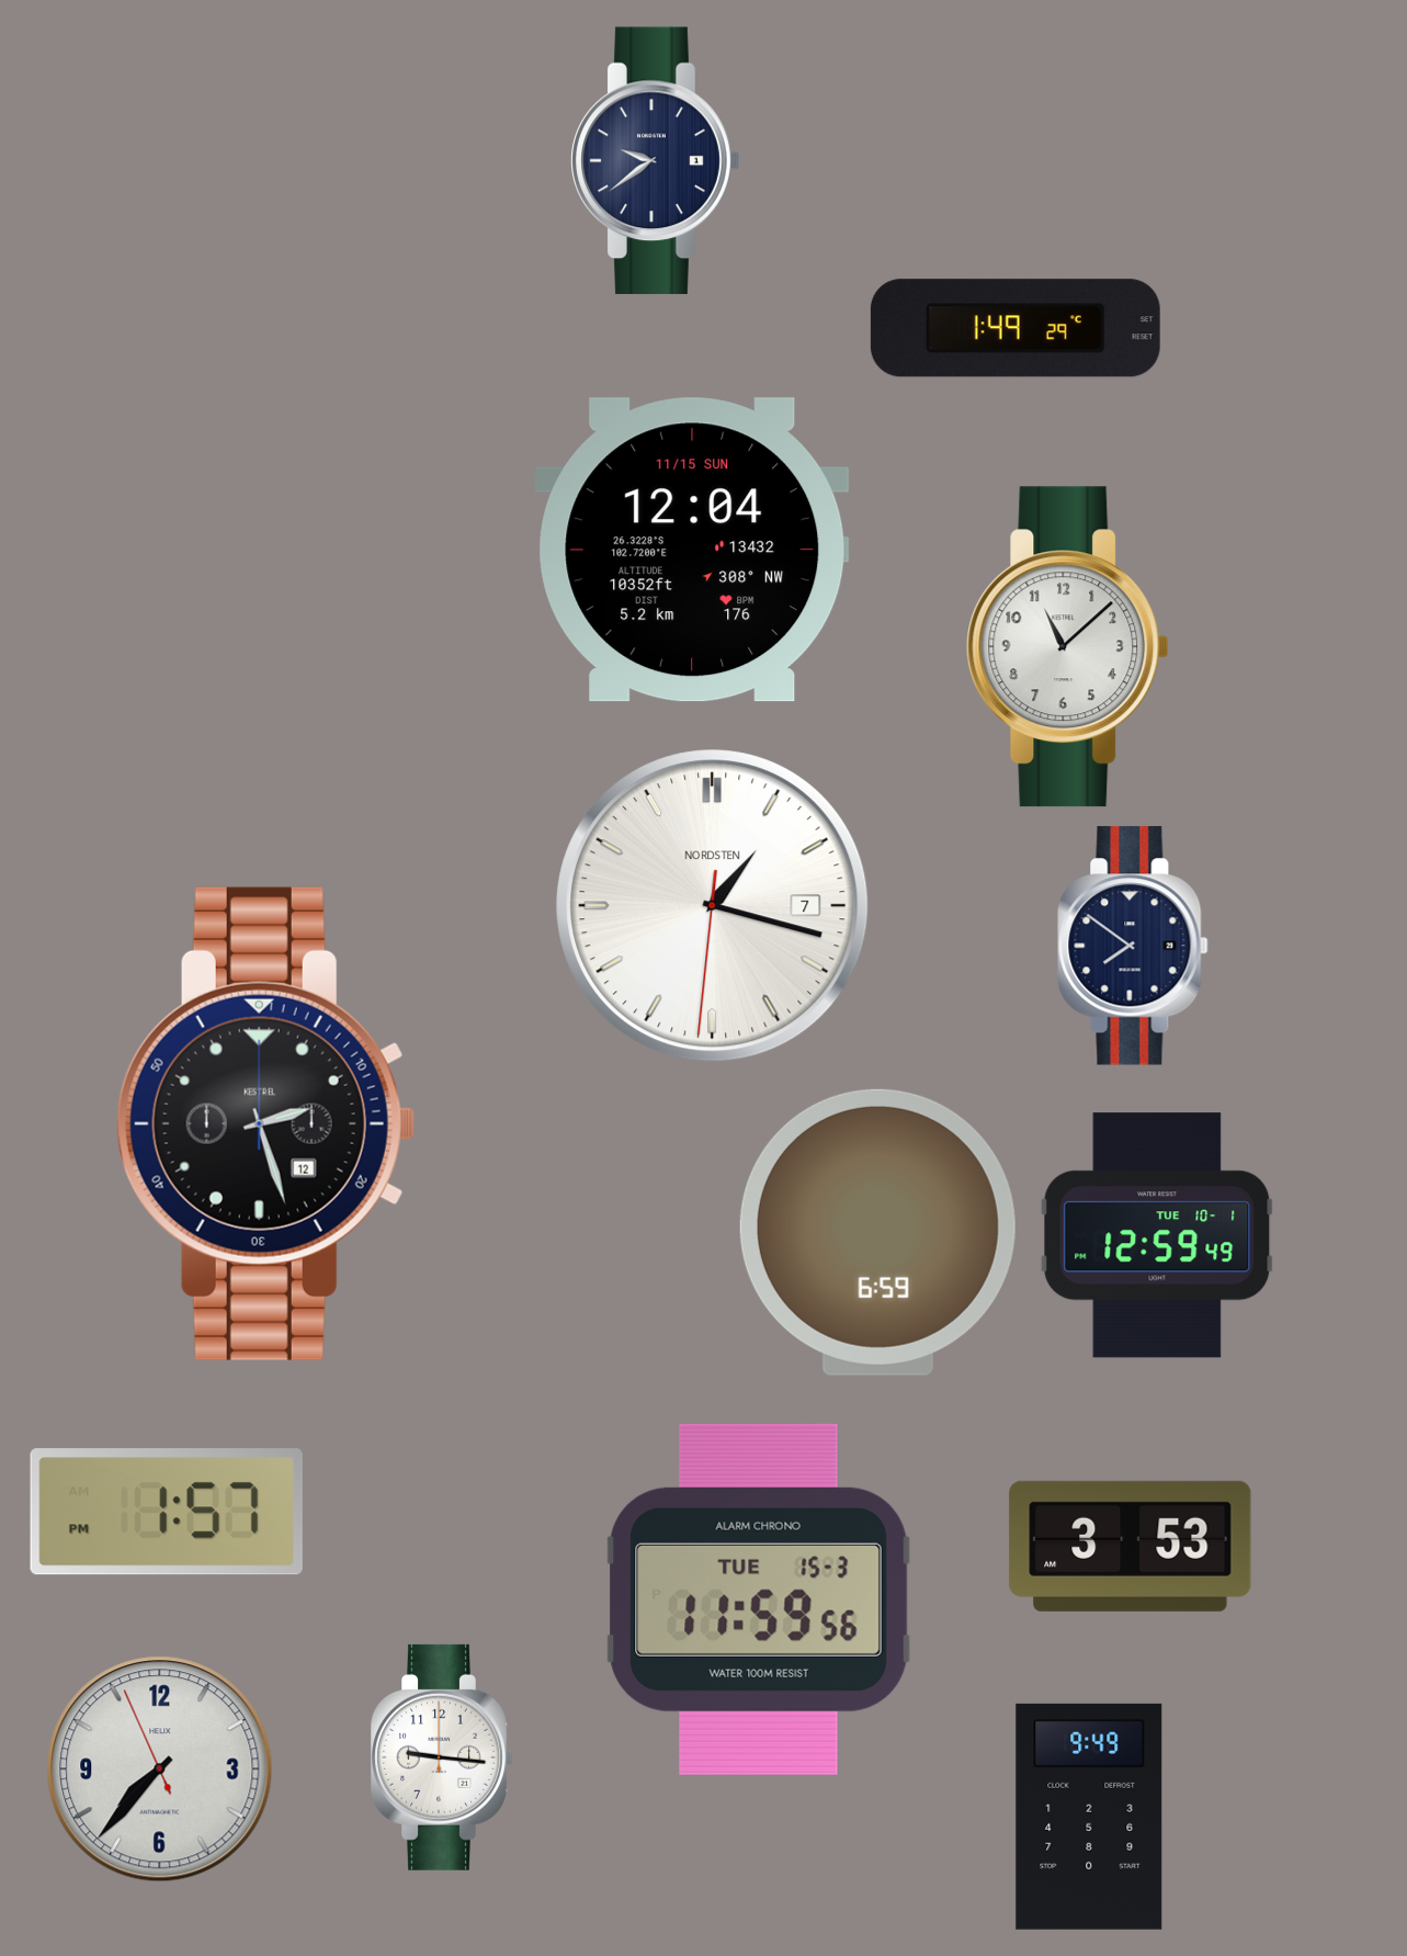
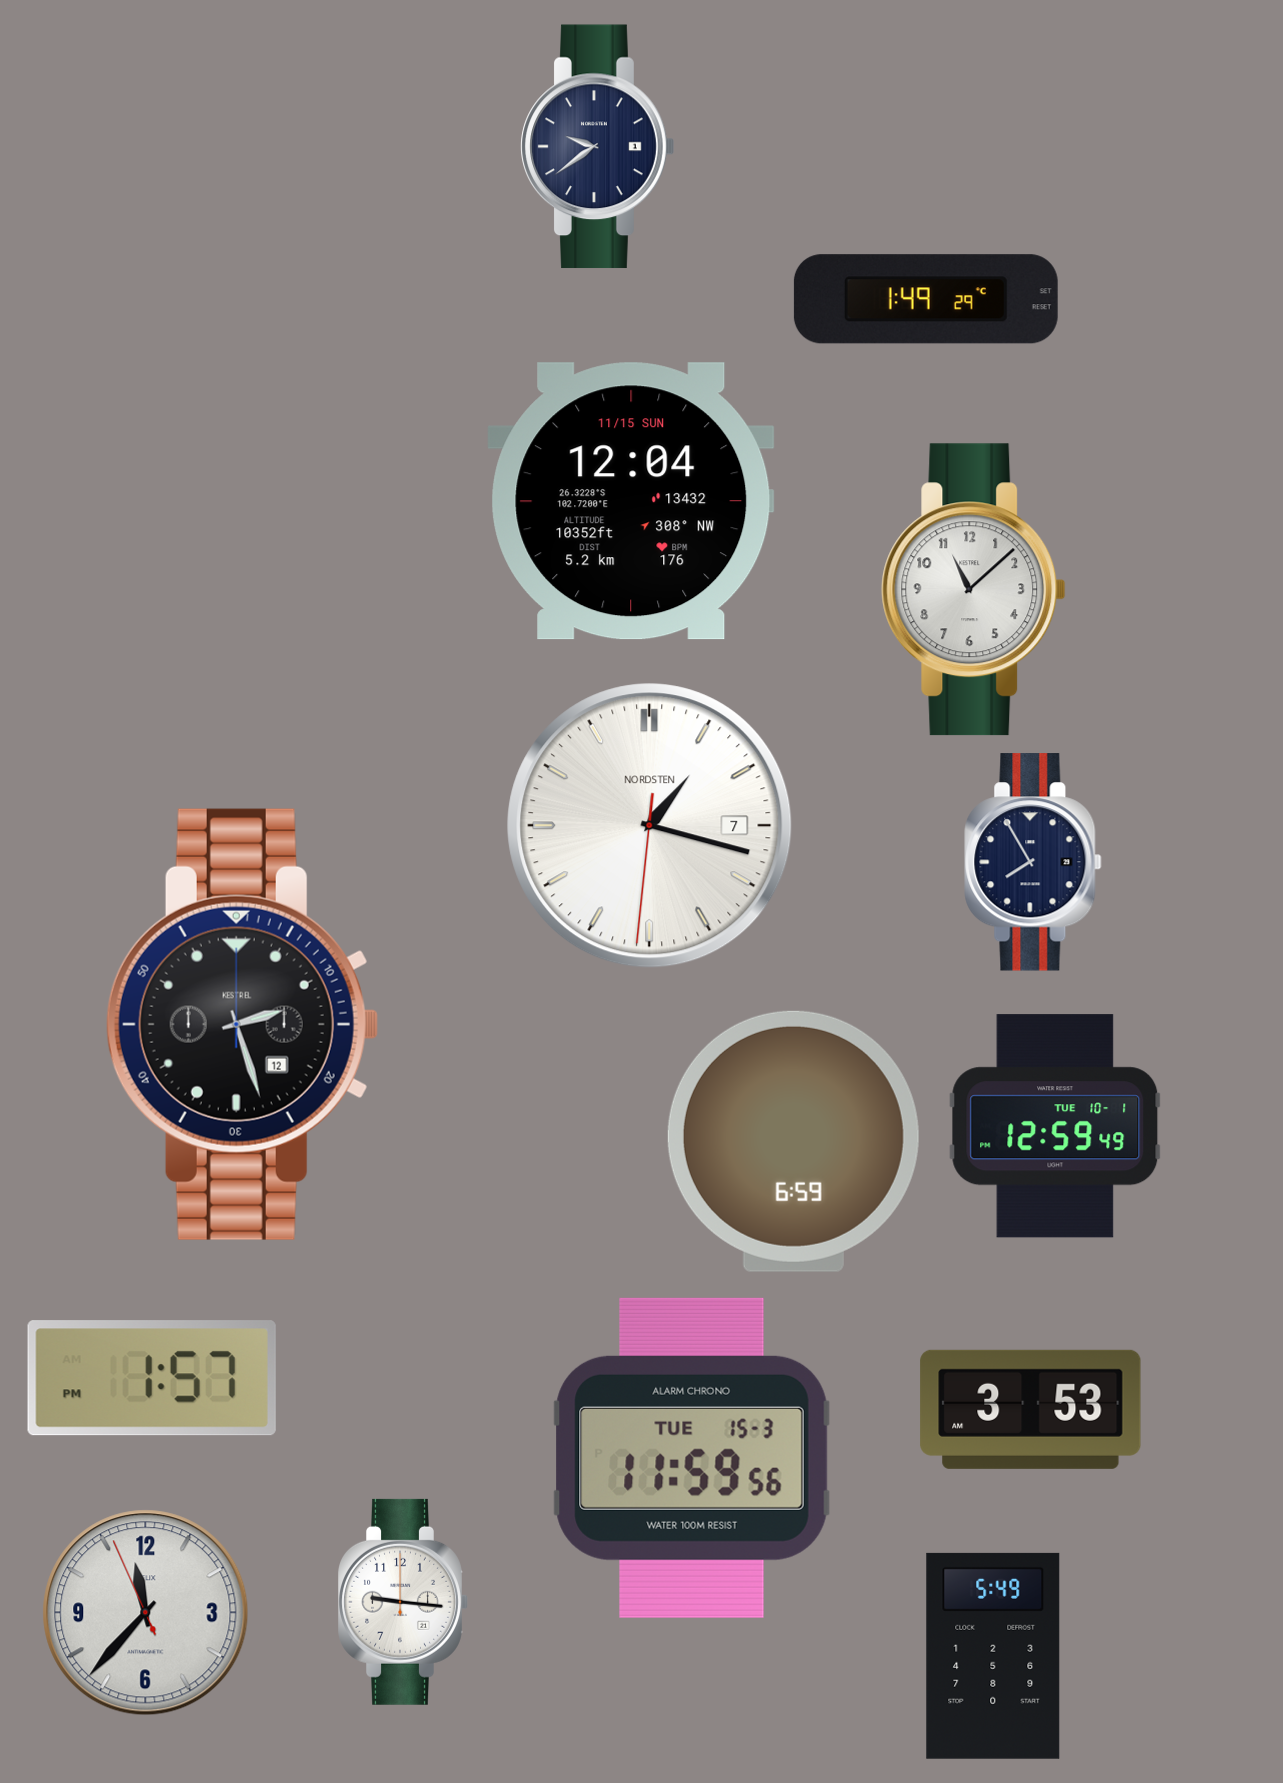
clock at (1133, 946): 7:51 -> 7:55
clock at (877, 1232) position: (877, 1232) -> (793, 1141)
clock at (160, 1770): 7:36 -> 11:36
clock at (1089, 1817): 9:49 -> 5:49
